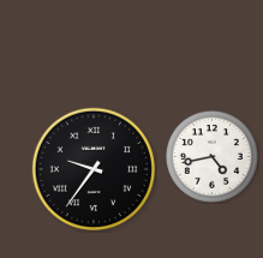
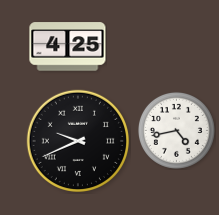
clock at (68, 47): none -> 4:25
clock at (92, 168): 9:36 -> 9:41
